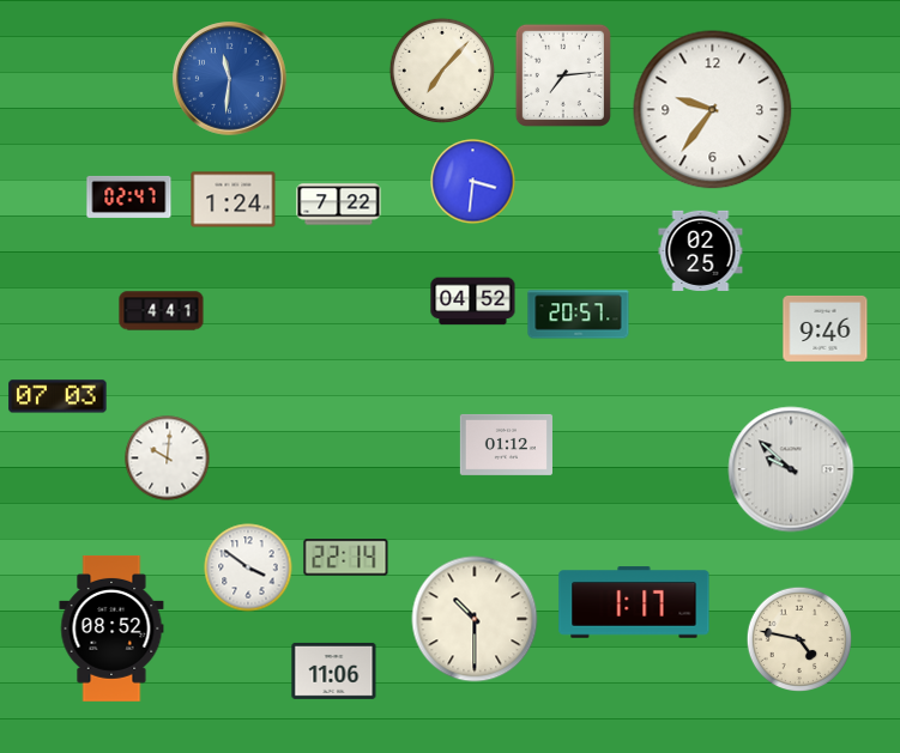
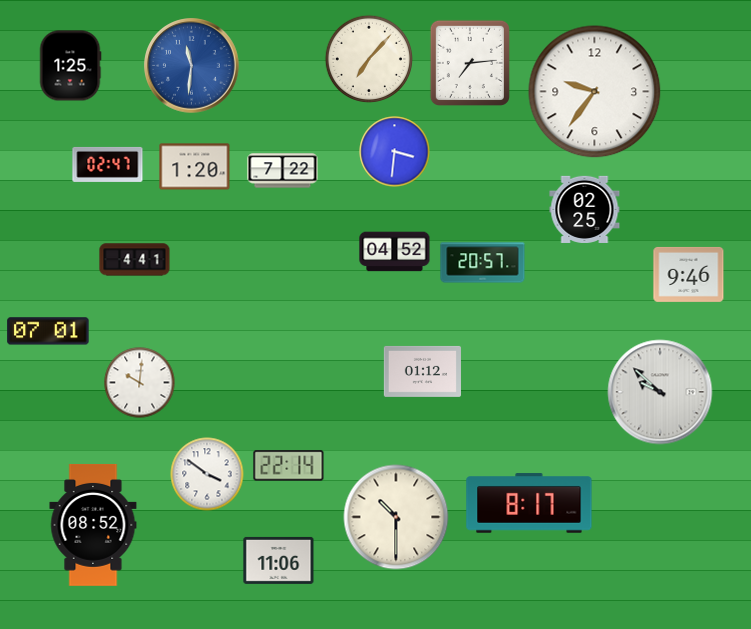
clock at (70, 66): none -> 1:25
clock at (234, 200): 1:24 -> 1:20
clock at (58, 396): 07:03 -> 07:01
clock at (634, 602): 1:17 -> 8:17
clock at (798, 638): 4:47 -> none
